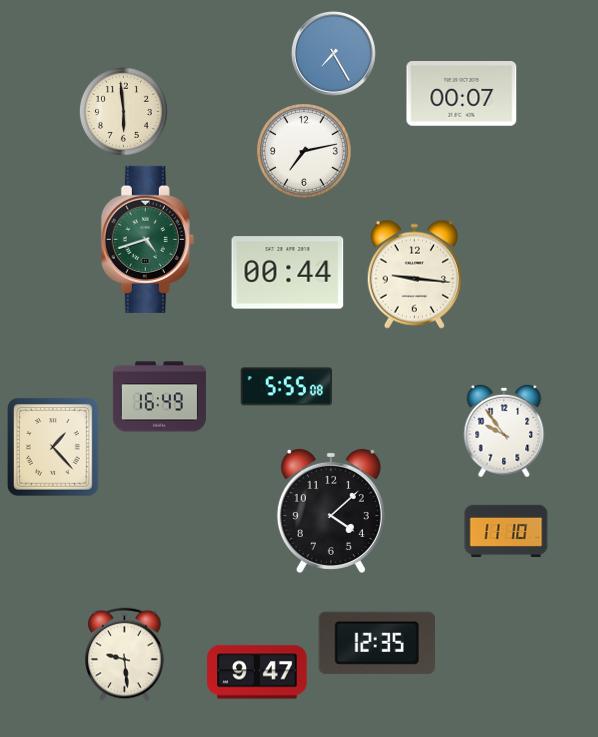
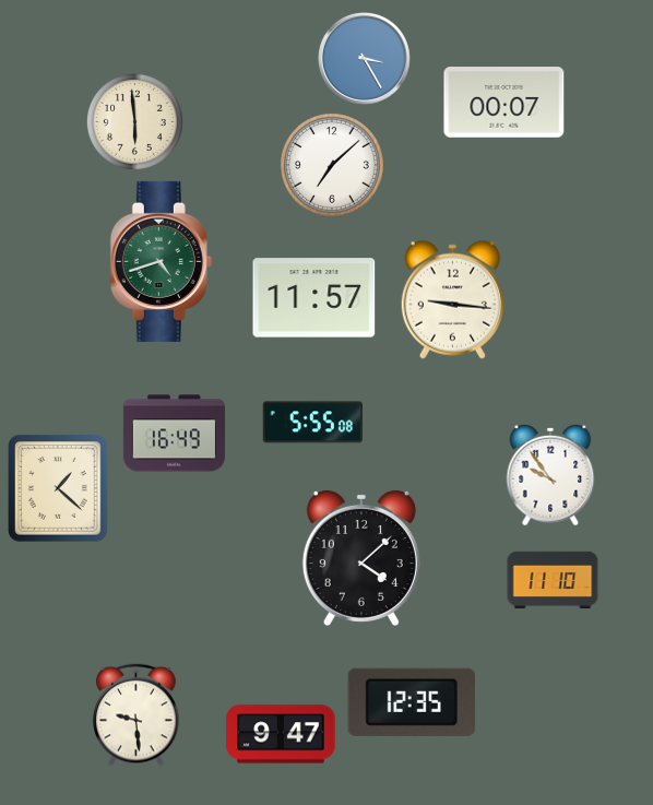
clock at (333, 53): 7:25 -> 3:25
clock at (304, 151): 7:13 -> 7:08
clock at (288, 273): 00:44 -> 11:57
clock at (504, 431) position: (504, 431) -> (550, 475)
clock at (54, 448): 1:23 -> 1:22
